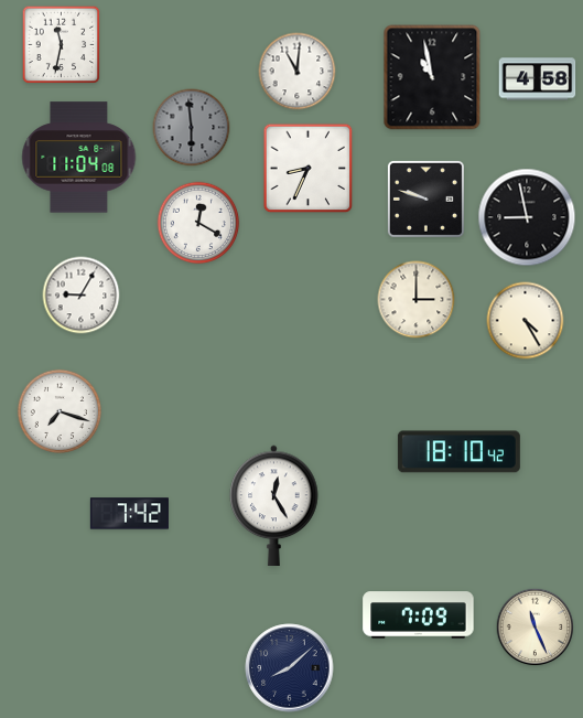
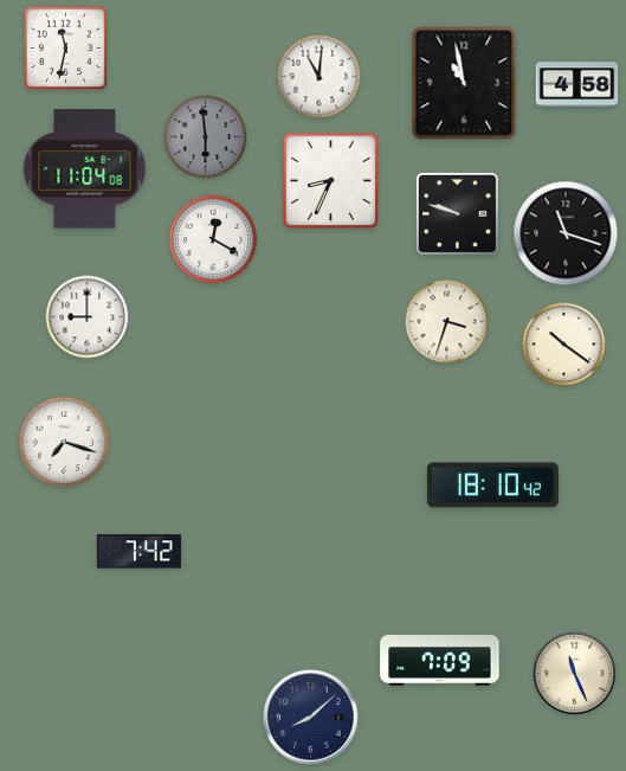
clock at (527, 217): 8:58 -> 11:18
clock at (82, 296): 9:05 -> 9:00
clock at (417, 300): 3:00 -> 3:33
clock at (526, 321): 4:25 -> 10:21
clock at (274, 505): 12:25 -> none
clock at (419, 615) position: (419, 615) -> (440, 661)
